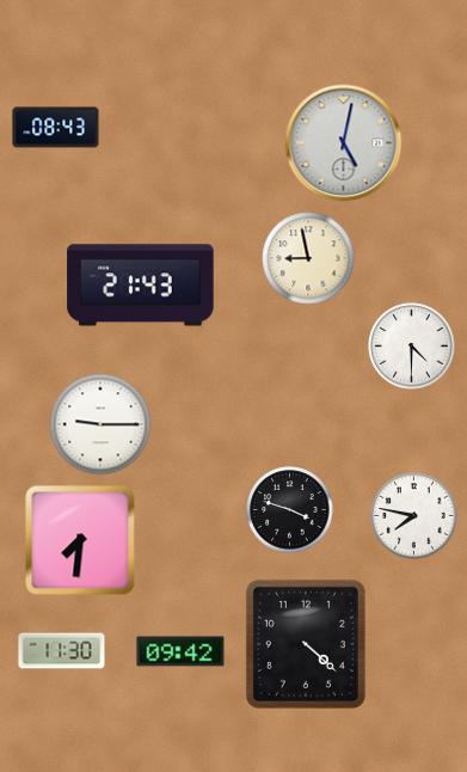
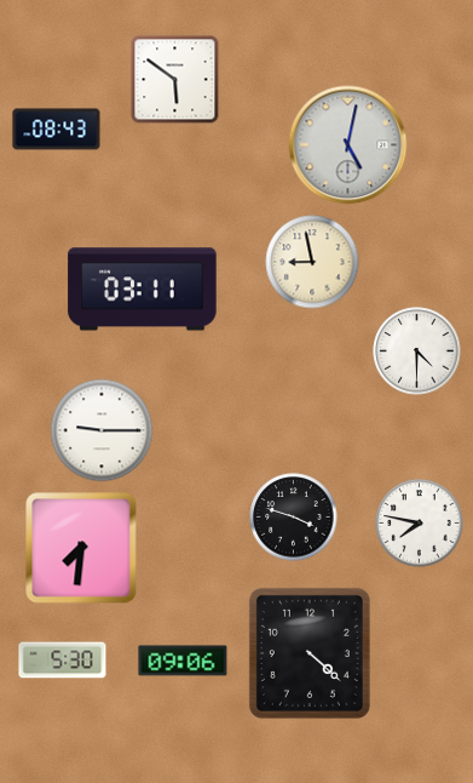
clock at (175, 80): none -> 5:51
clock at (141, 286): 21:43 -> 03:11
clock at (62, 651): 11:30 -> 5:30
clock at (180, 651): 09:42 -> 09:06
